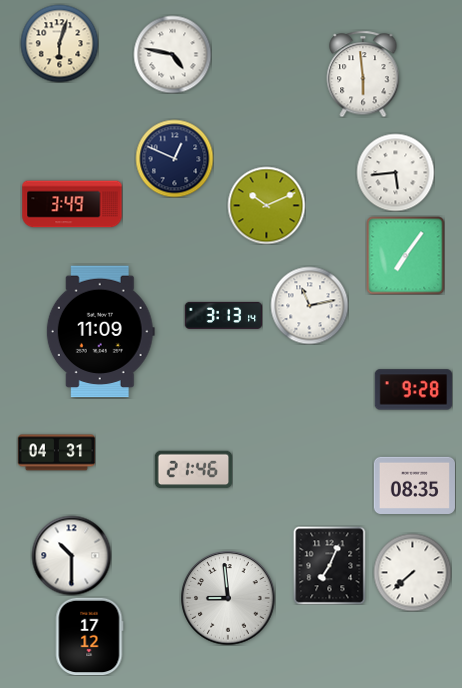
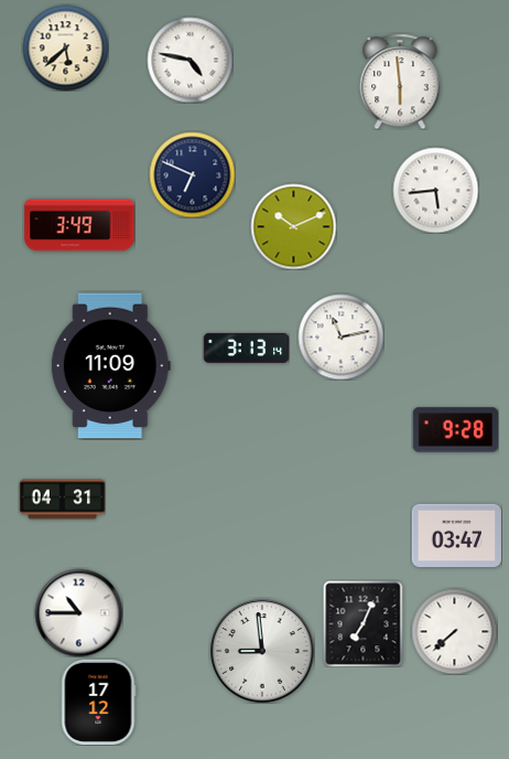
clock at (59, 43): 6:03 -> 5:38
clock at (174, 158): 12:49 -> 6:49
clock at (405, 255): 7:06 -> none
clock at (193, 470): 21:46 -> none
clock at (414, 486): 08:35 -> 03:47
clock at (71, 555): 10:30 -> 10:45
clock at (228, 598) position: (228, 598) -> (262, 651)
